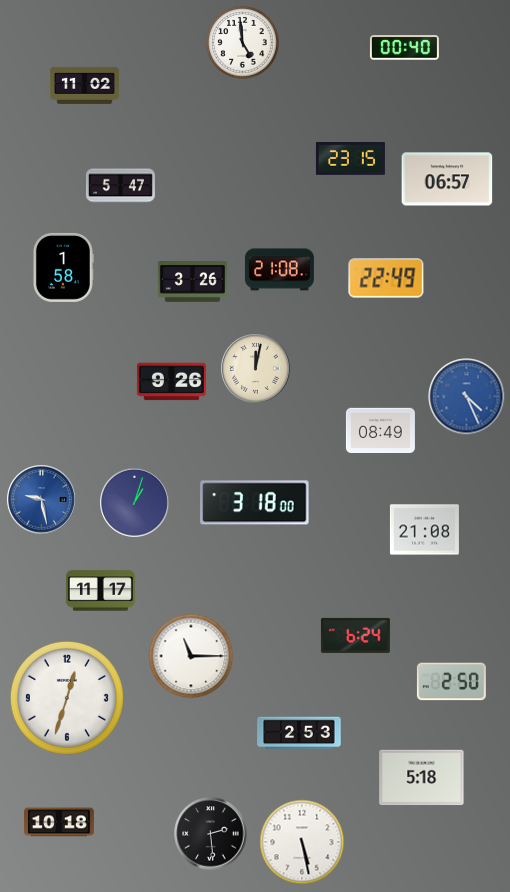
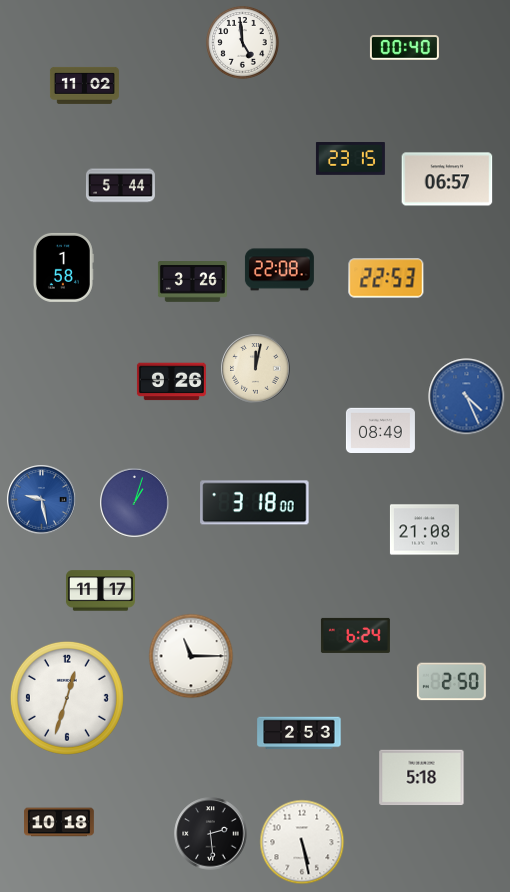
clock at (120, 186): 5:47 -> 5:44
clock at (279, 270): 21:08 -> 22:08
clock at (386, 278): 22:49 -> 22:53
